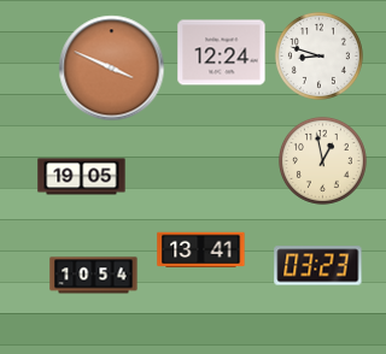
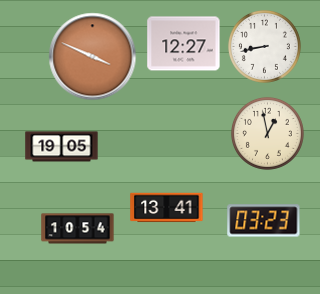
clock at (222, 53): 12:24 -> 12:27
clock at (318, 55): 8:48 -> 8:43
clock at (82, 177) position: (82, 177) -> (62, 147)
